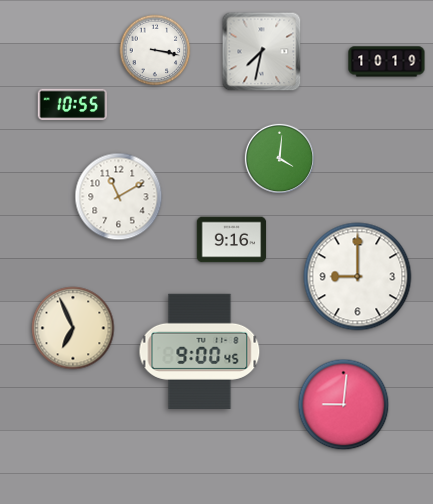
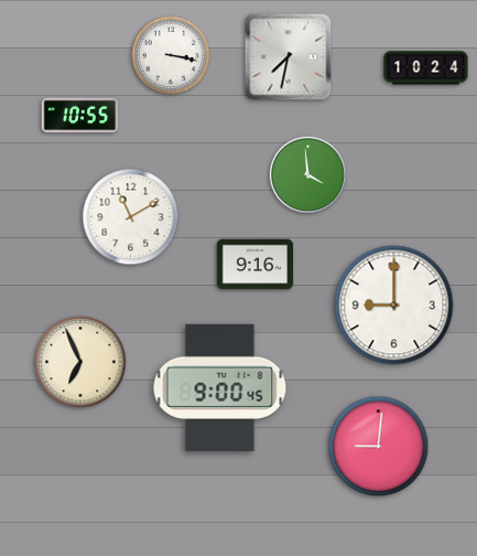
clock at (387, 62): 10:19 -> 10:24
clock at (279, 158): 4:01 -> 3:59
